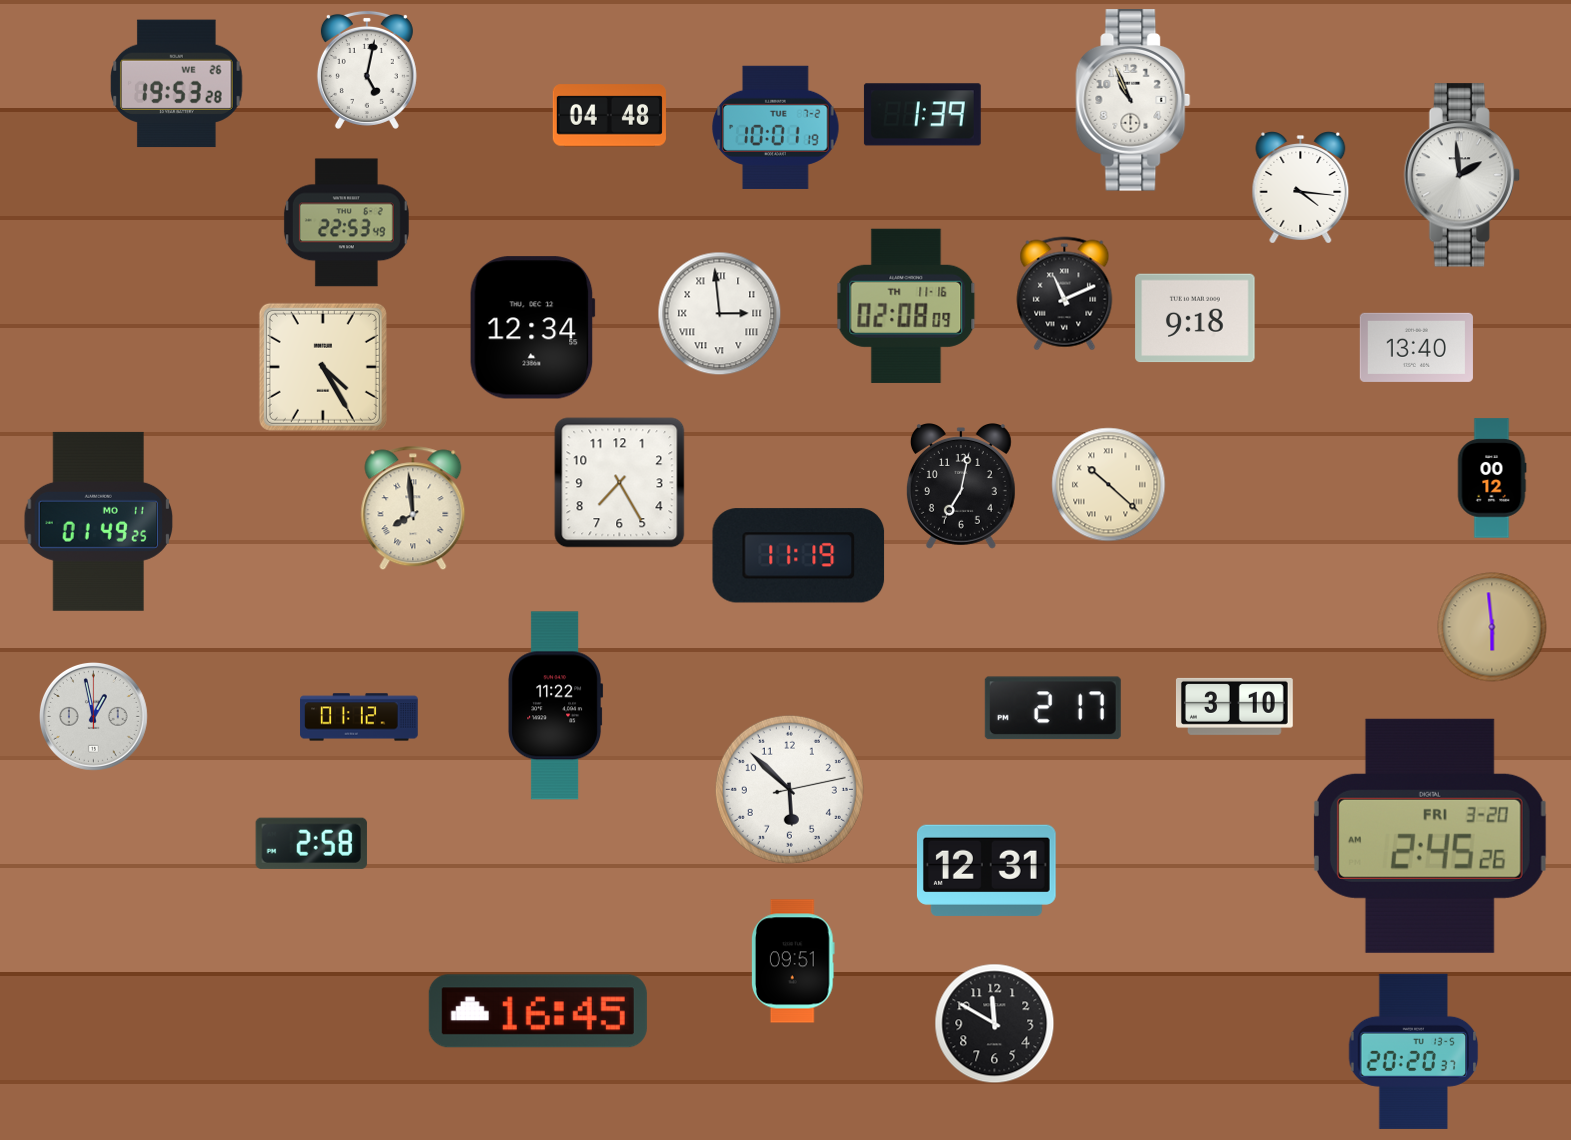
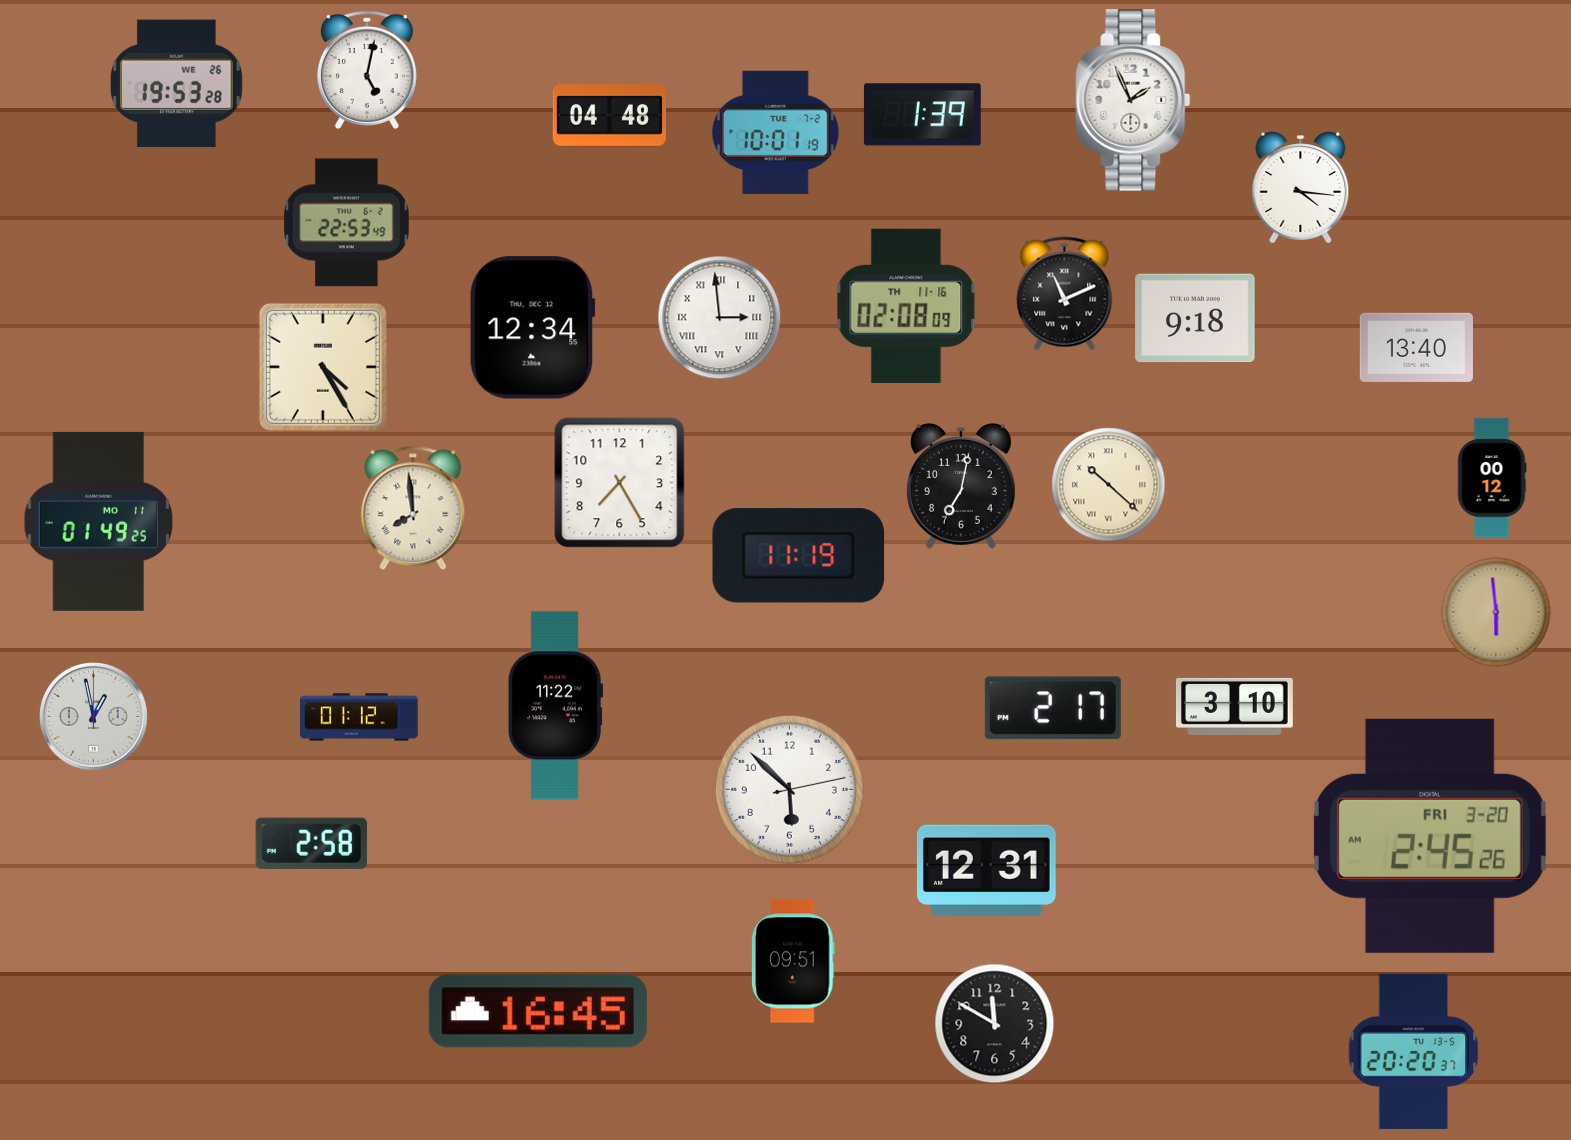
clock at (1133, 100): 10:56 -> 1:56
clock at (776, 127) position: (776, 127) -> (776, 132)
clock at (1462, 175): 1:59 -> none
clock at (720, 314) position: (720, 314) -> (720, 318)
clock at (1492, 627) position: (1492, 627) -> (1496, 612)
